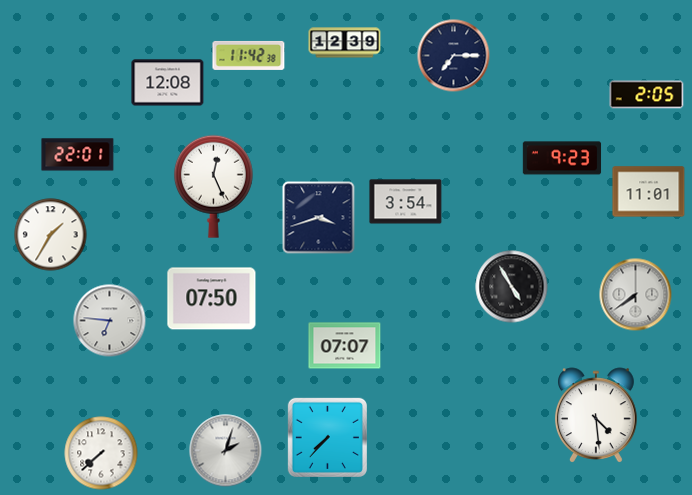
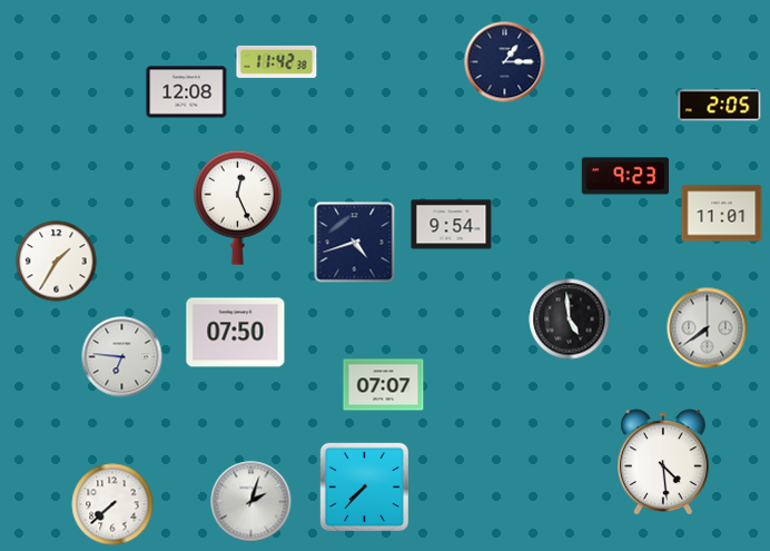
clock at (345, 43): 12:39 -> none
clock at (454, 56): 7:15 -> 1:15
clock at (78, 155): 22:01 -> none
clock at (406, 202): 3:54 -> 9:54
clock at (319, 218): 3:42 -> 4:42
clock at (512, 287): 4:55 -> 4:59
